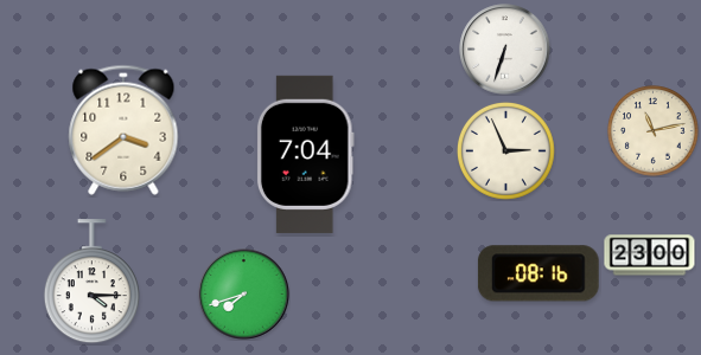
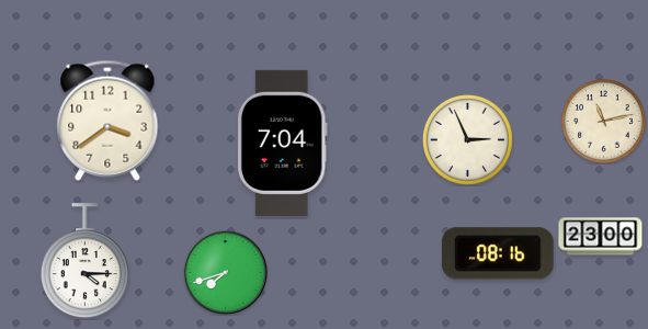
clock at (505, 50): 6:33 -> none
clock at (123, 130) position: (123, 130) -> (107, 121)
